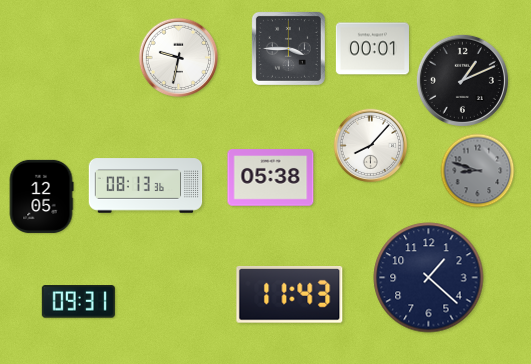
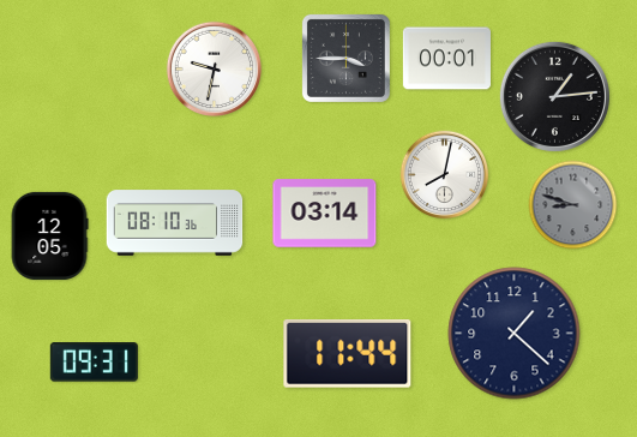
clock at (462, 80): 1:11 -> 1:14
clock at (371, 146): 8:07 -> 8:02
clock at (271, 178): 05:38 -> 03:14
clock at (146, 186): 08:13 -> 08:10
clock at (290, 295): 11:43 -> 11:44
